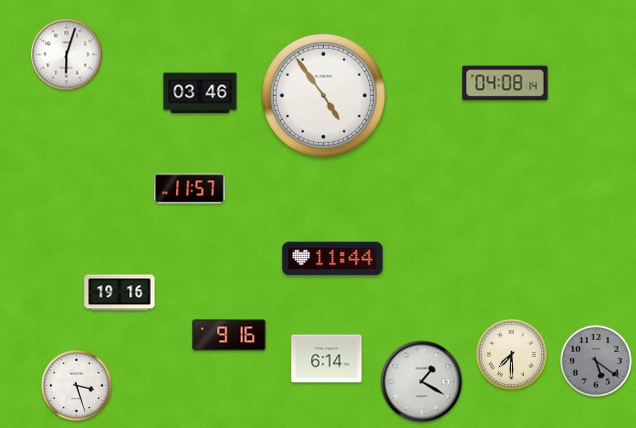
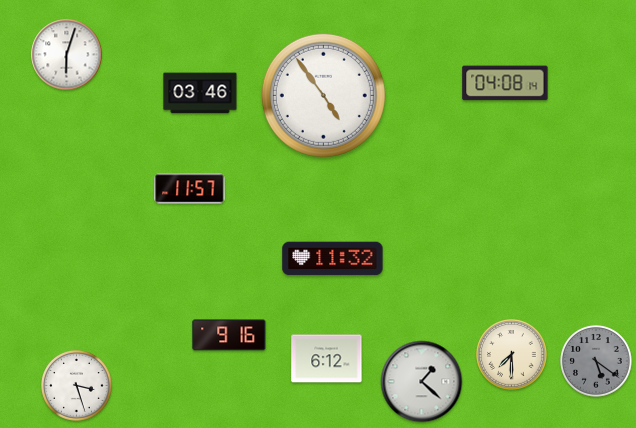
clock at (333, 259): 11:44 -> 11:32
clock at (120, 293): 19:16 -> none
clock at (327, 359): 6:14 -> 6:12
clock at (422, 382): 1:20 -> 1:22
